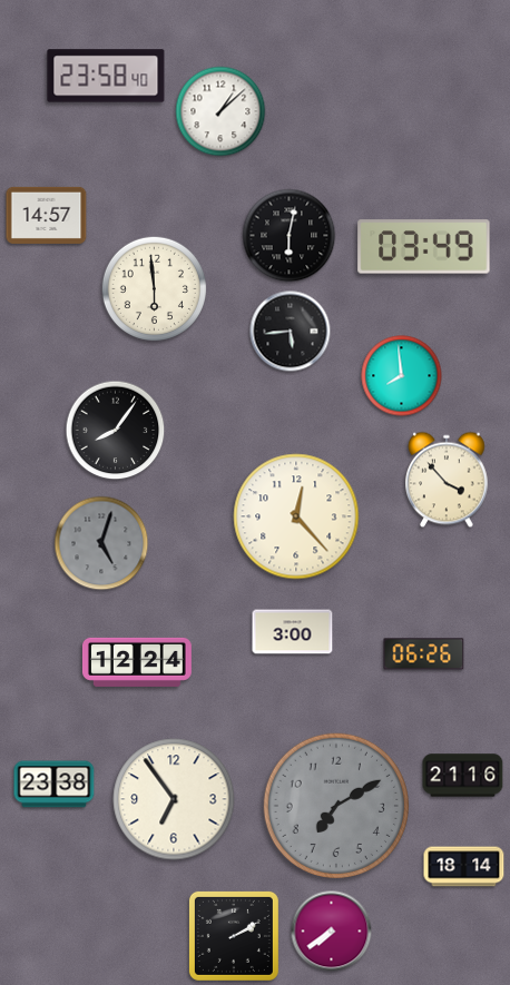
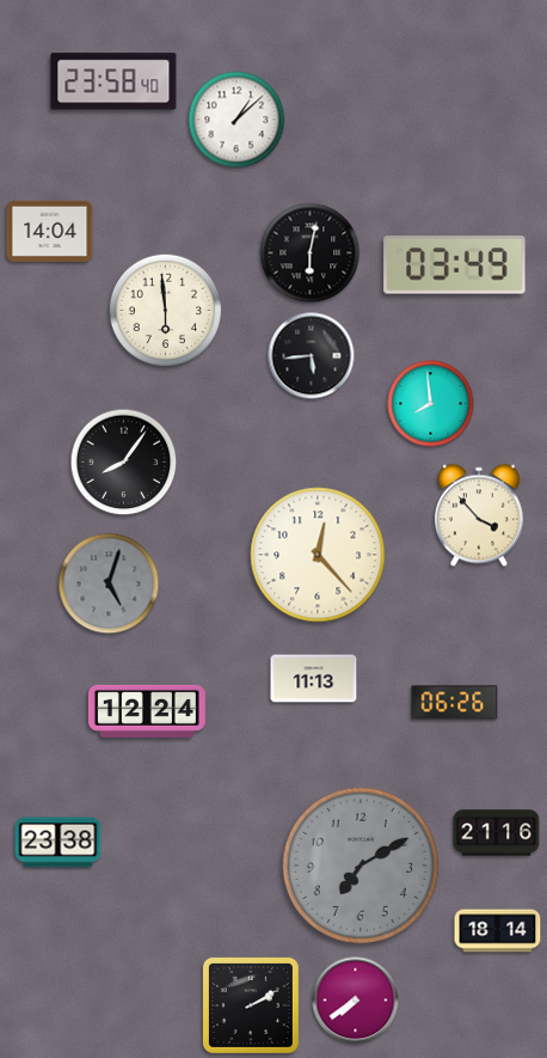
clock at (47, 215): 14:57 -> 14:04
clock at (293, 632): 3:00 -> 11:13
clock at (174, 799): 6:54 -> none
